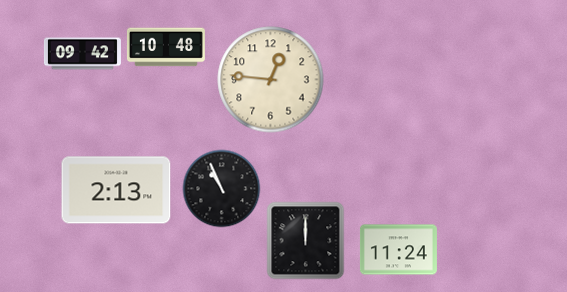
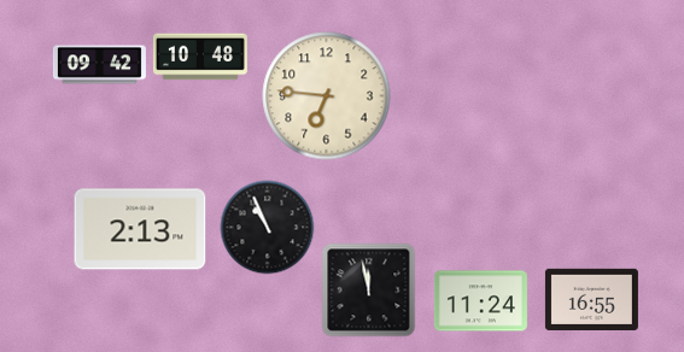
clock at (271, 80): 12:46 -> 6:46
clock at (305, 240): 12:00 -> 11:58
clock at (591, 299): none -> 16:55
